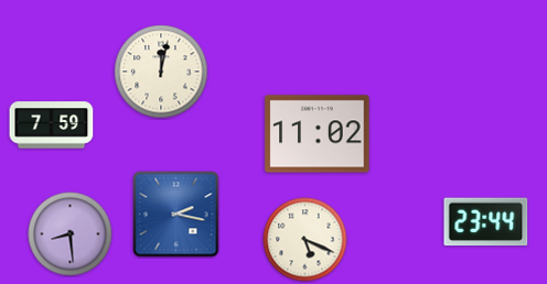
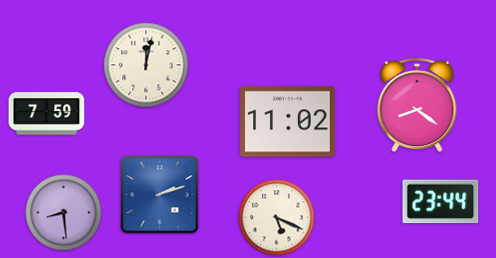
clock at (417, 105): none -> 8:21
clock at (176, 215): 2:17 -> 2:12
